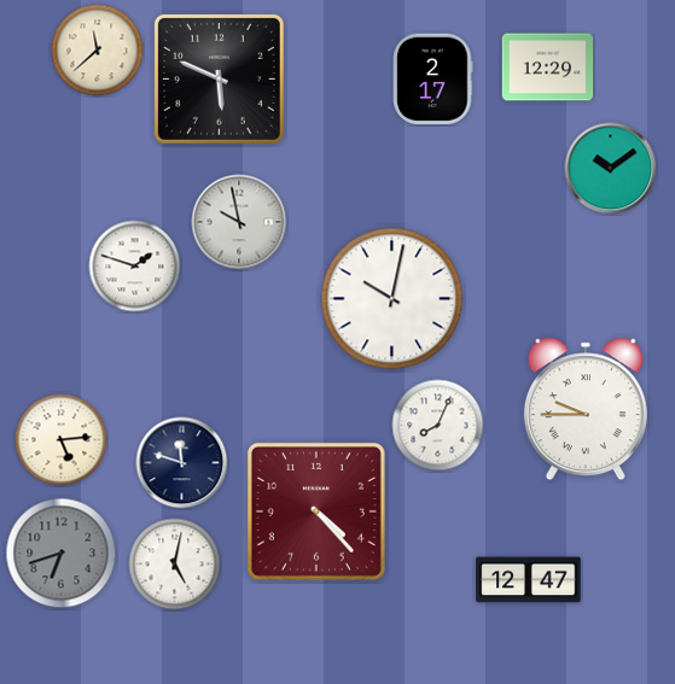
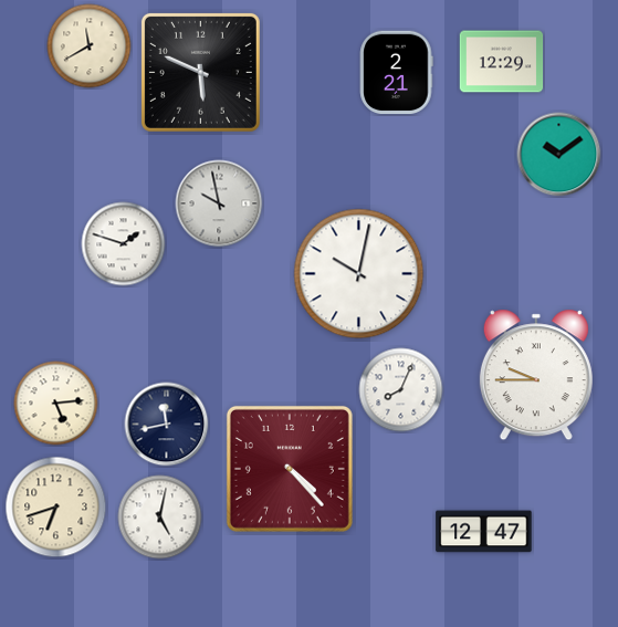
clock at (98, 51): 11:38 -> 11:40
clock at (433, 80): 2:17 -> 2:21
clock at (182, 463): 11:48 -> 11:43
clock at (62, 554) dial: grey -> cream
